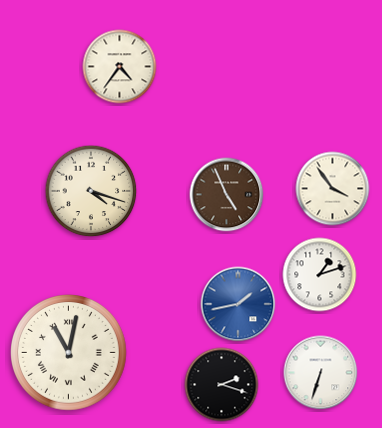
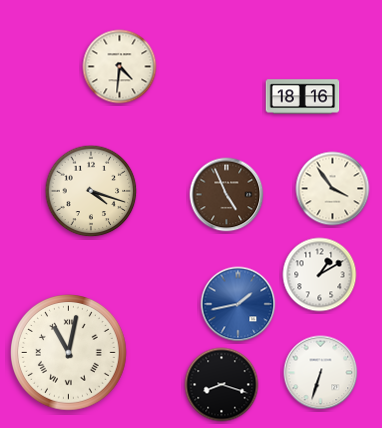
clock at (120, 67): 4:36 -> 4:31
clock at (303, 97): none -> 18:16
clock at (320, 275): 1:12 -> 1:10
clock at (222, 385): 2:18 -> 8:18
